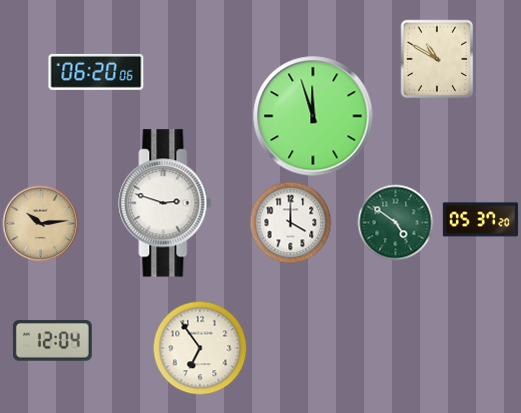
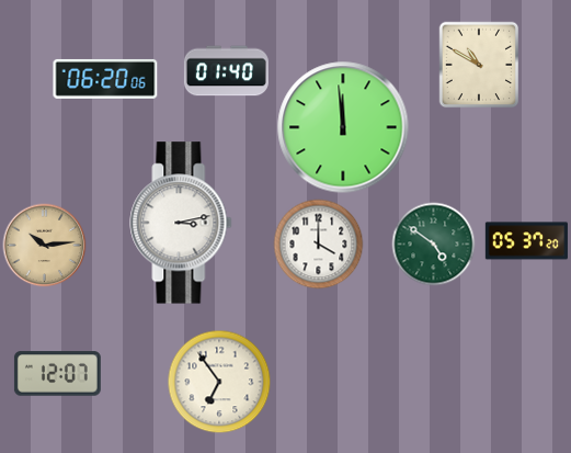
clock at (226, 71): none -> 01:40
clock at (313, 116): 11:57 -> 11:59
clock at (165, 203): 2:48 -> 3:13
clock at (52, 341): 12:04 -> 12:07
